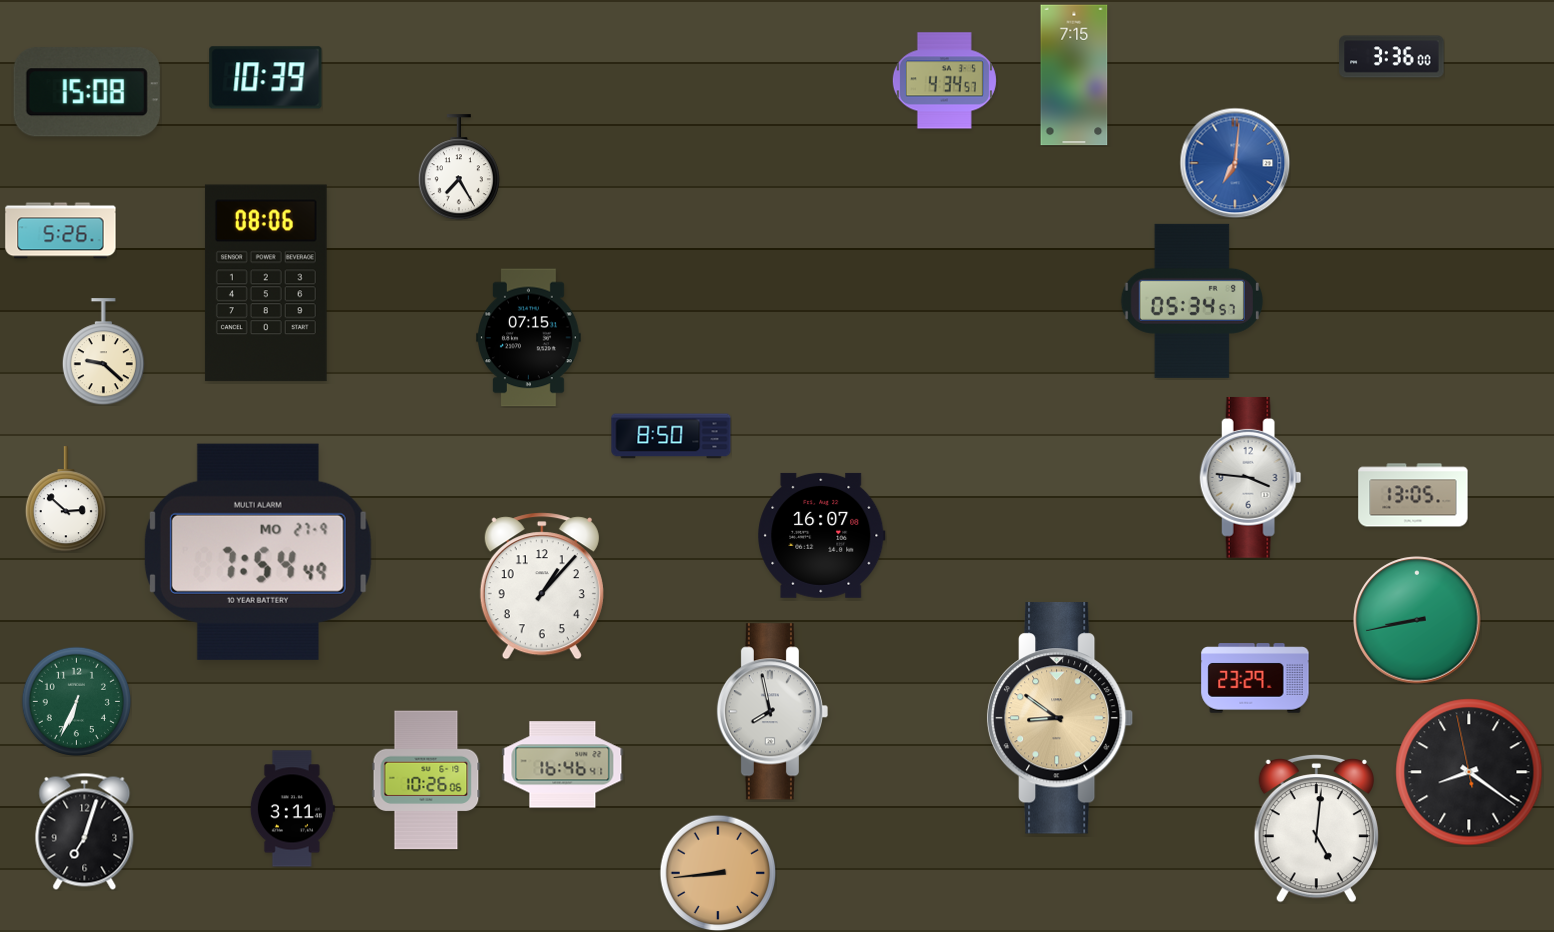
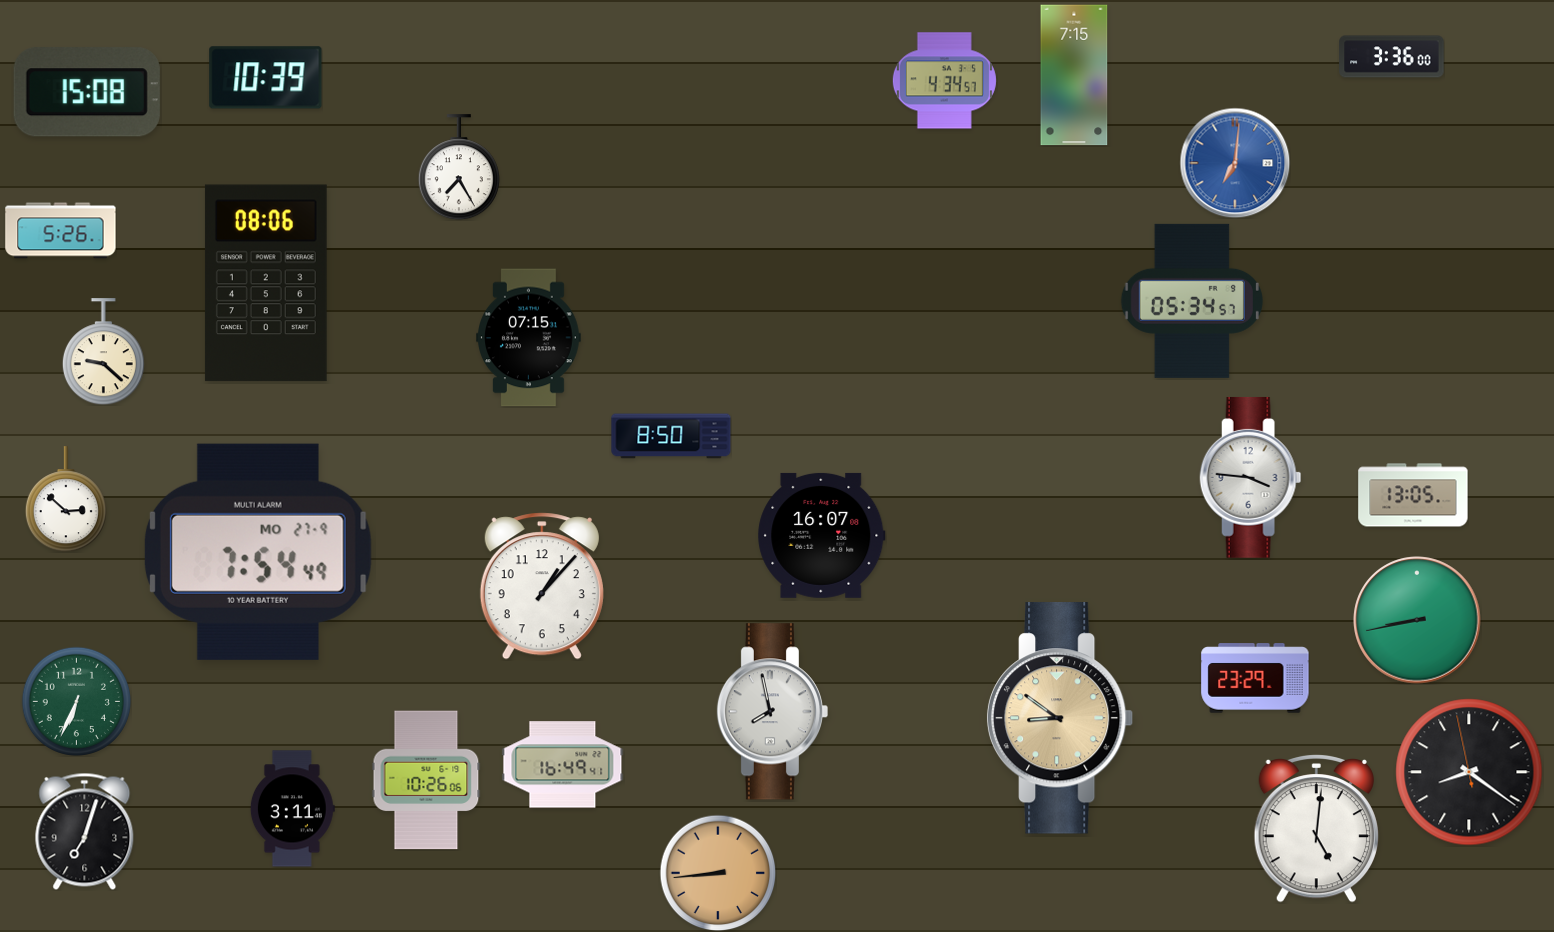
clock at (563, 765): 16:46 -> 16:49
